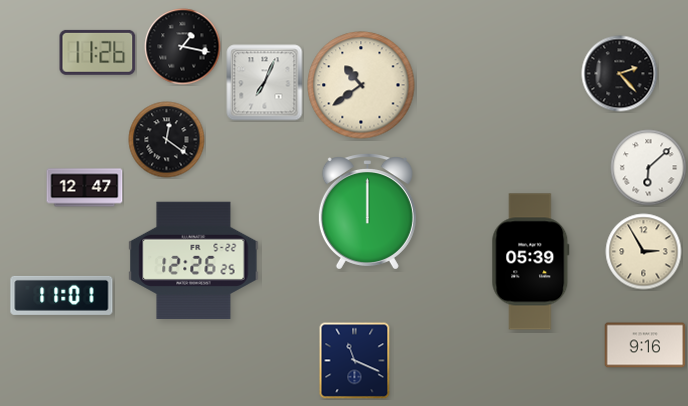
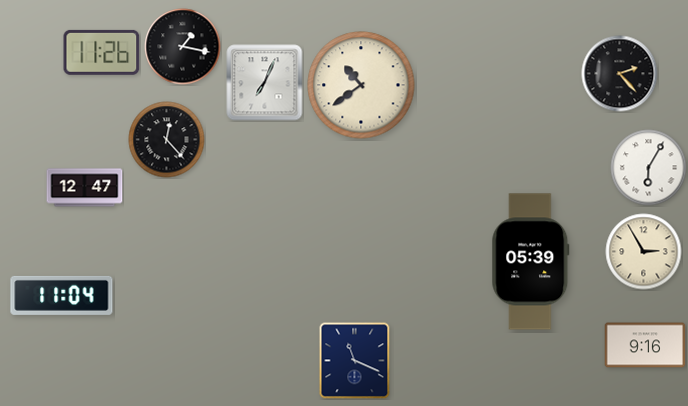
clock at (98, 52) position: (98, 52) -> (102, 52)
clock at (167, 140): 12:21 -> 12:23
clock at (649, 168): 6:08 -> 6:05
clock at (367, 212): 12:00 -> none
clock at (194, 260): 12:26 -> none
clock at (62, 295): 11:01 -> 11:04
